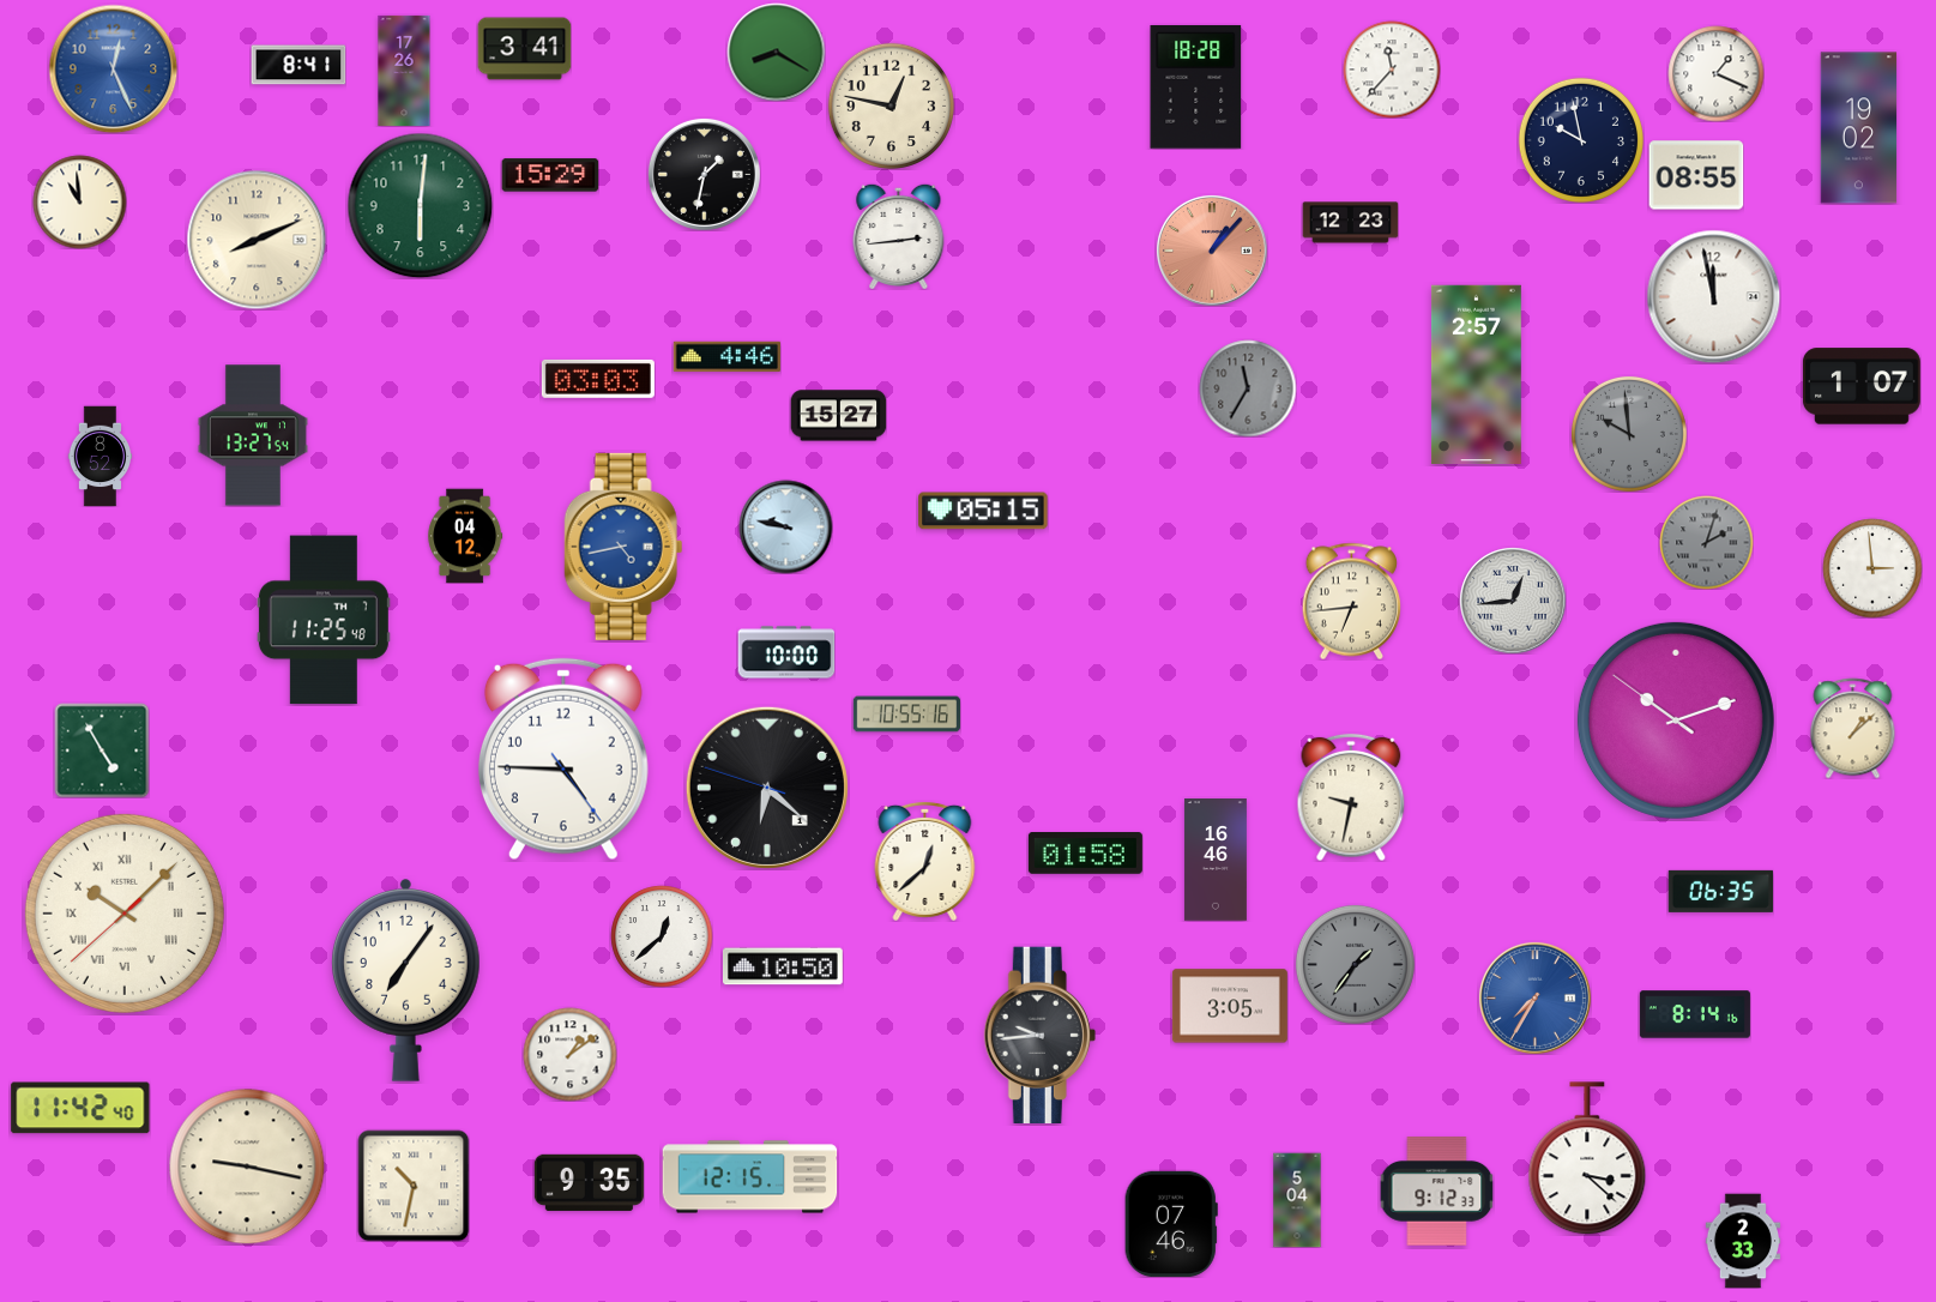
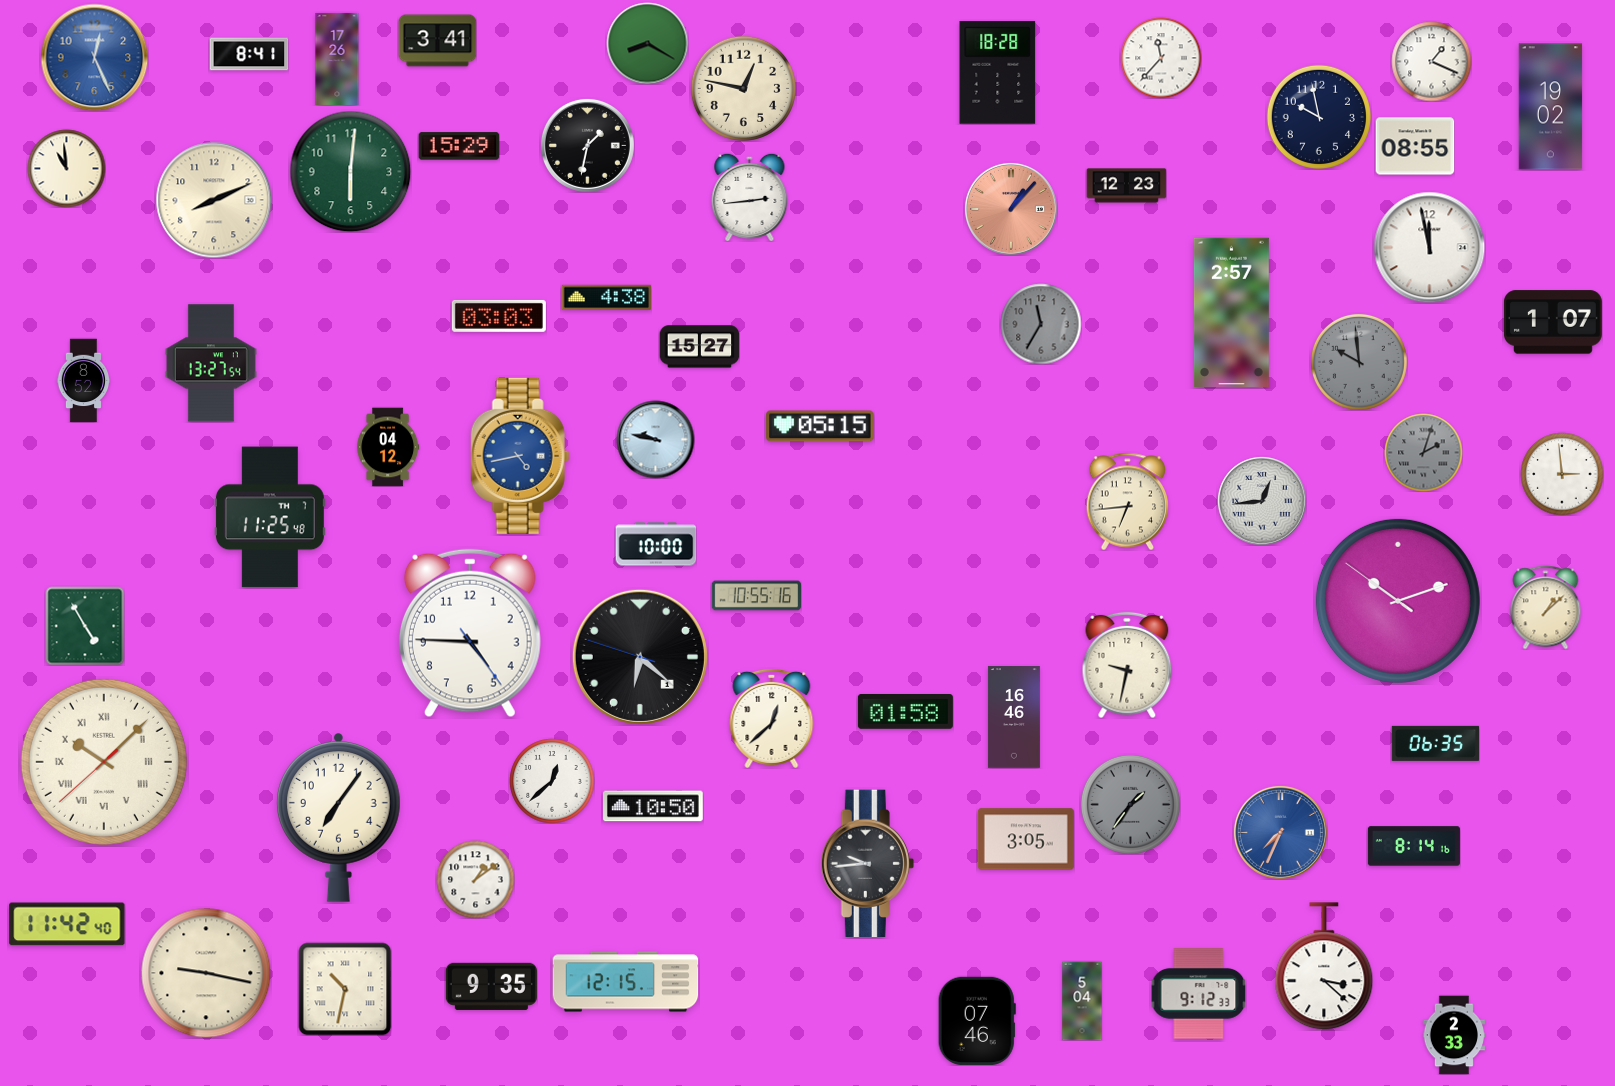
clock at (726, 357): 4:46 -> 4:38
clock at (1534, 997): 7:35 -> 7:34
